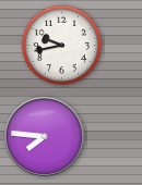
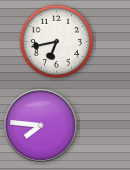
clock at (61, 45): 9:43 -> 6:43
